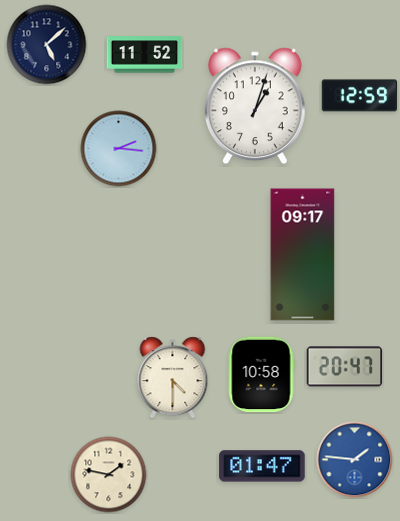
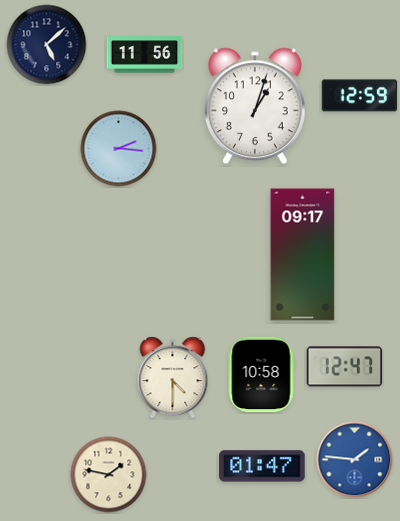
clock at (145, 55): 11:52 -> 11:56
clock at (345, 367): 20:47 -> 12:47
